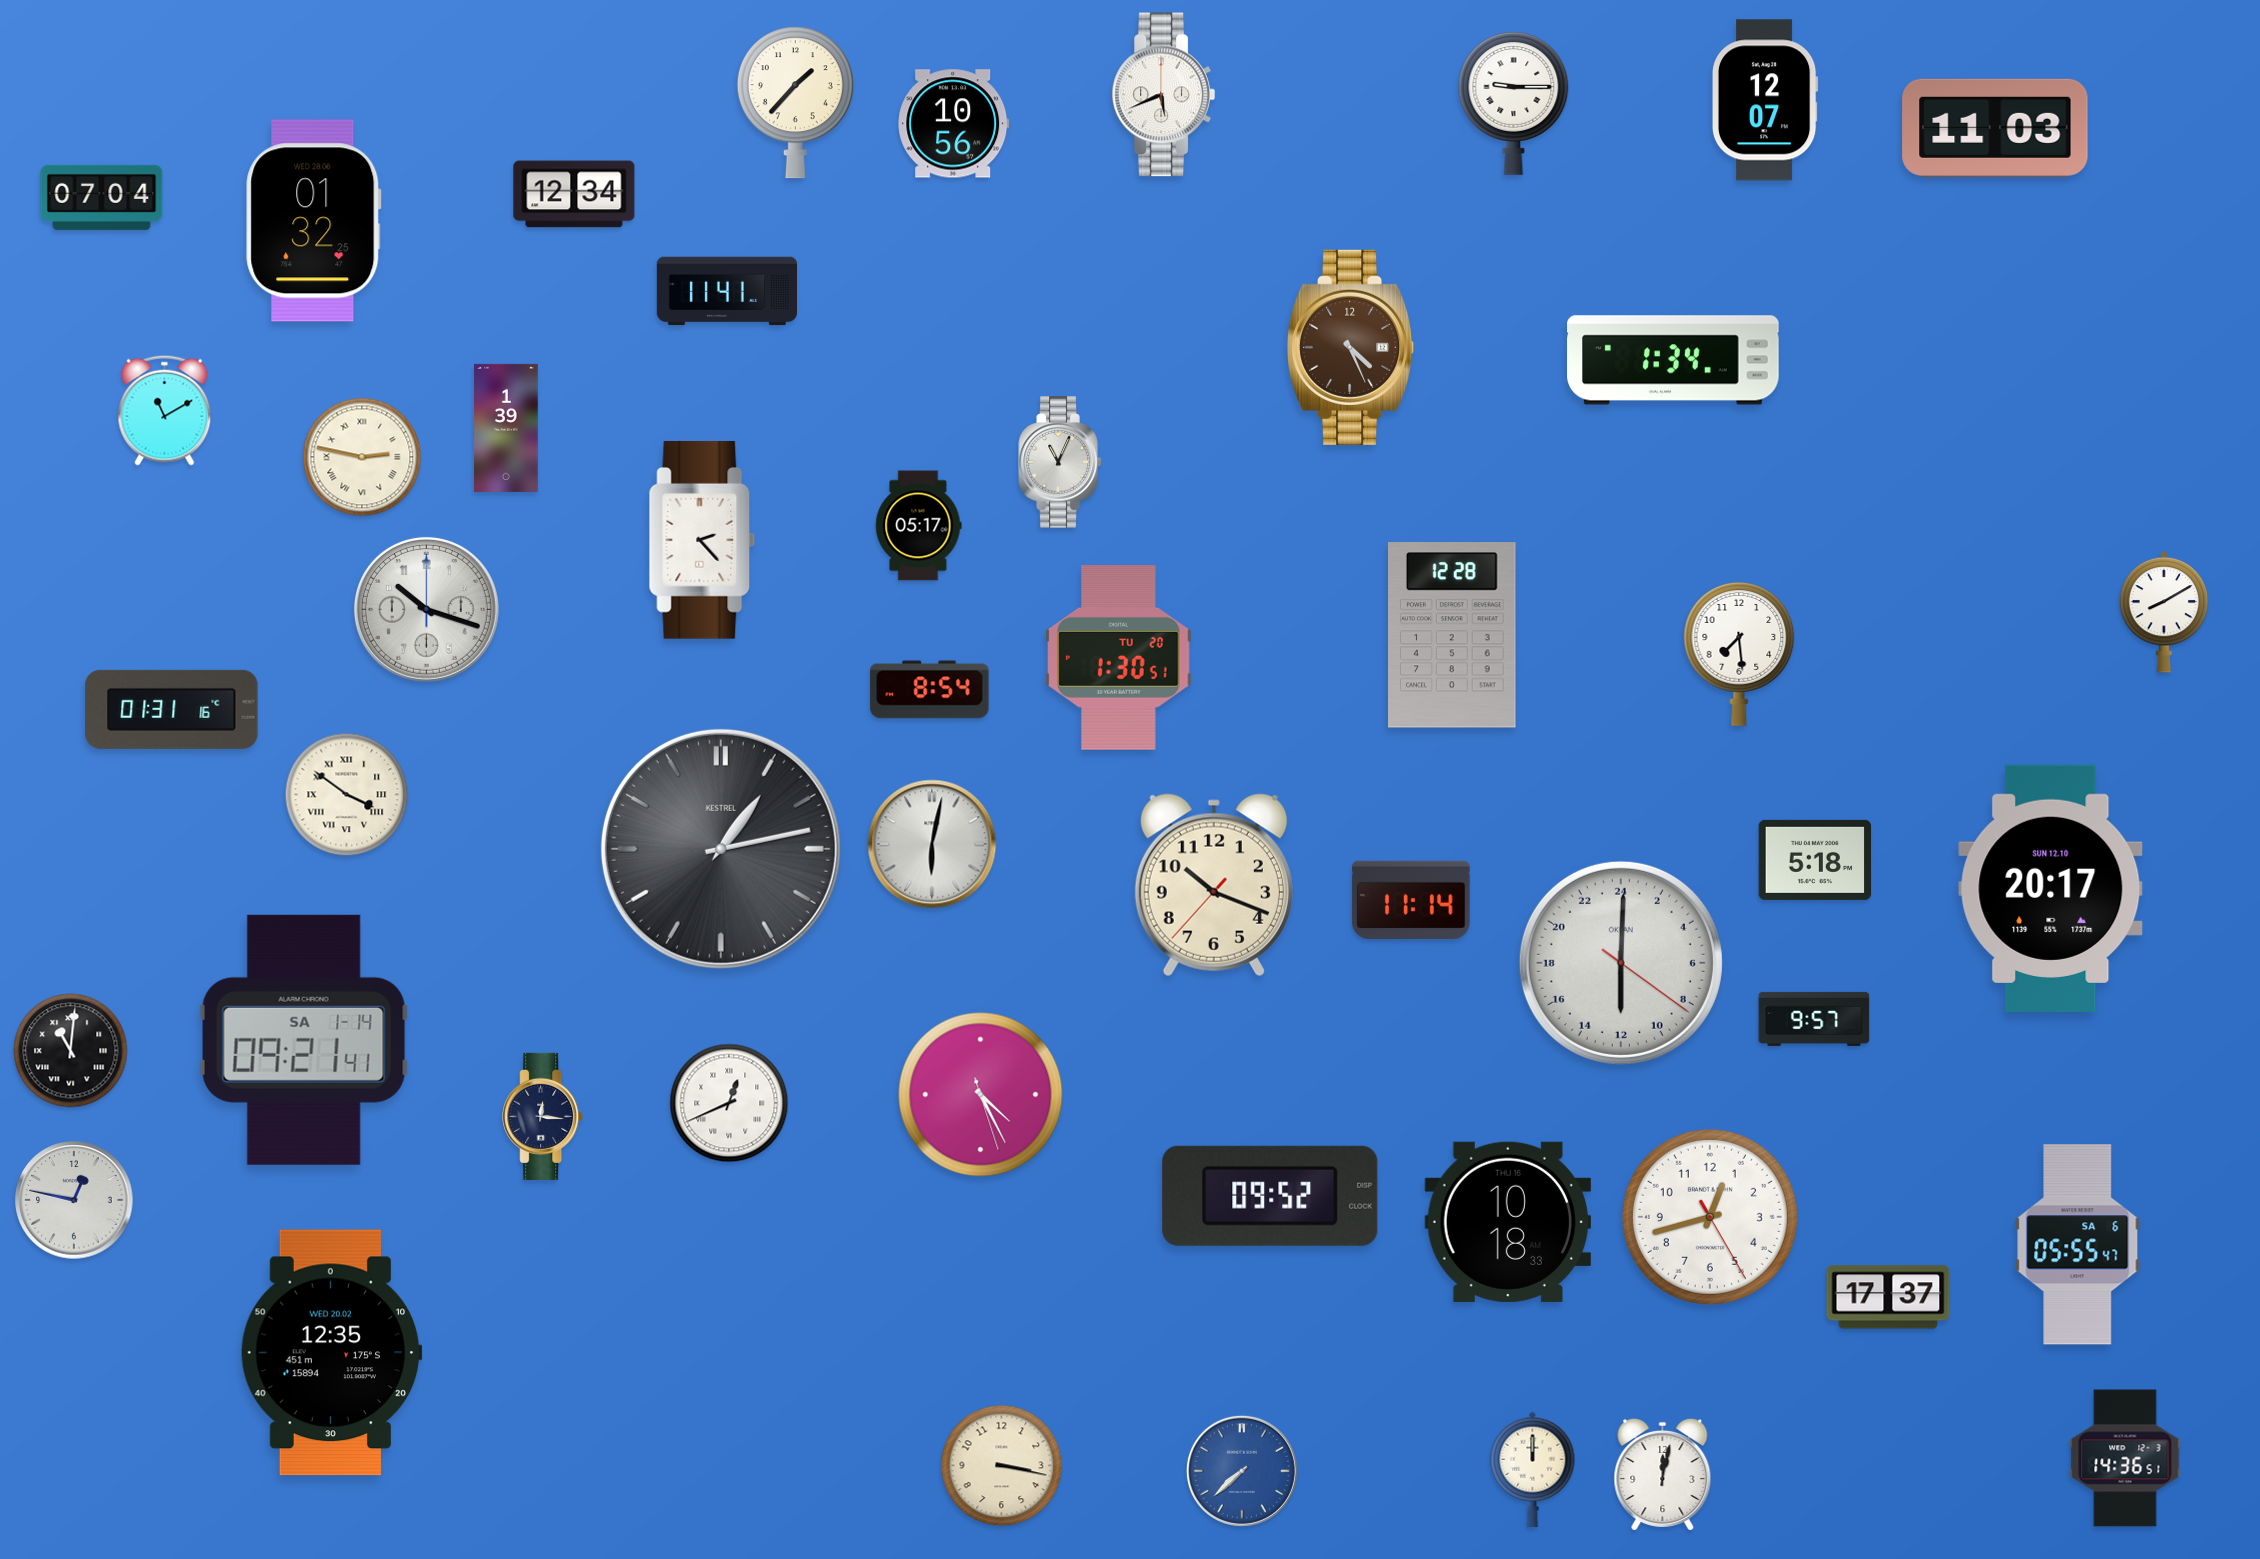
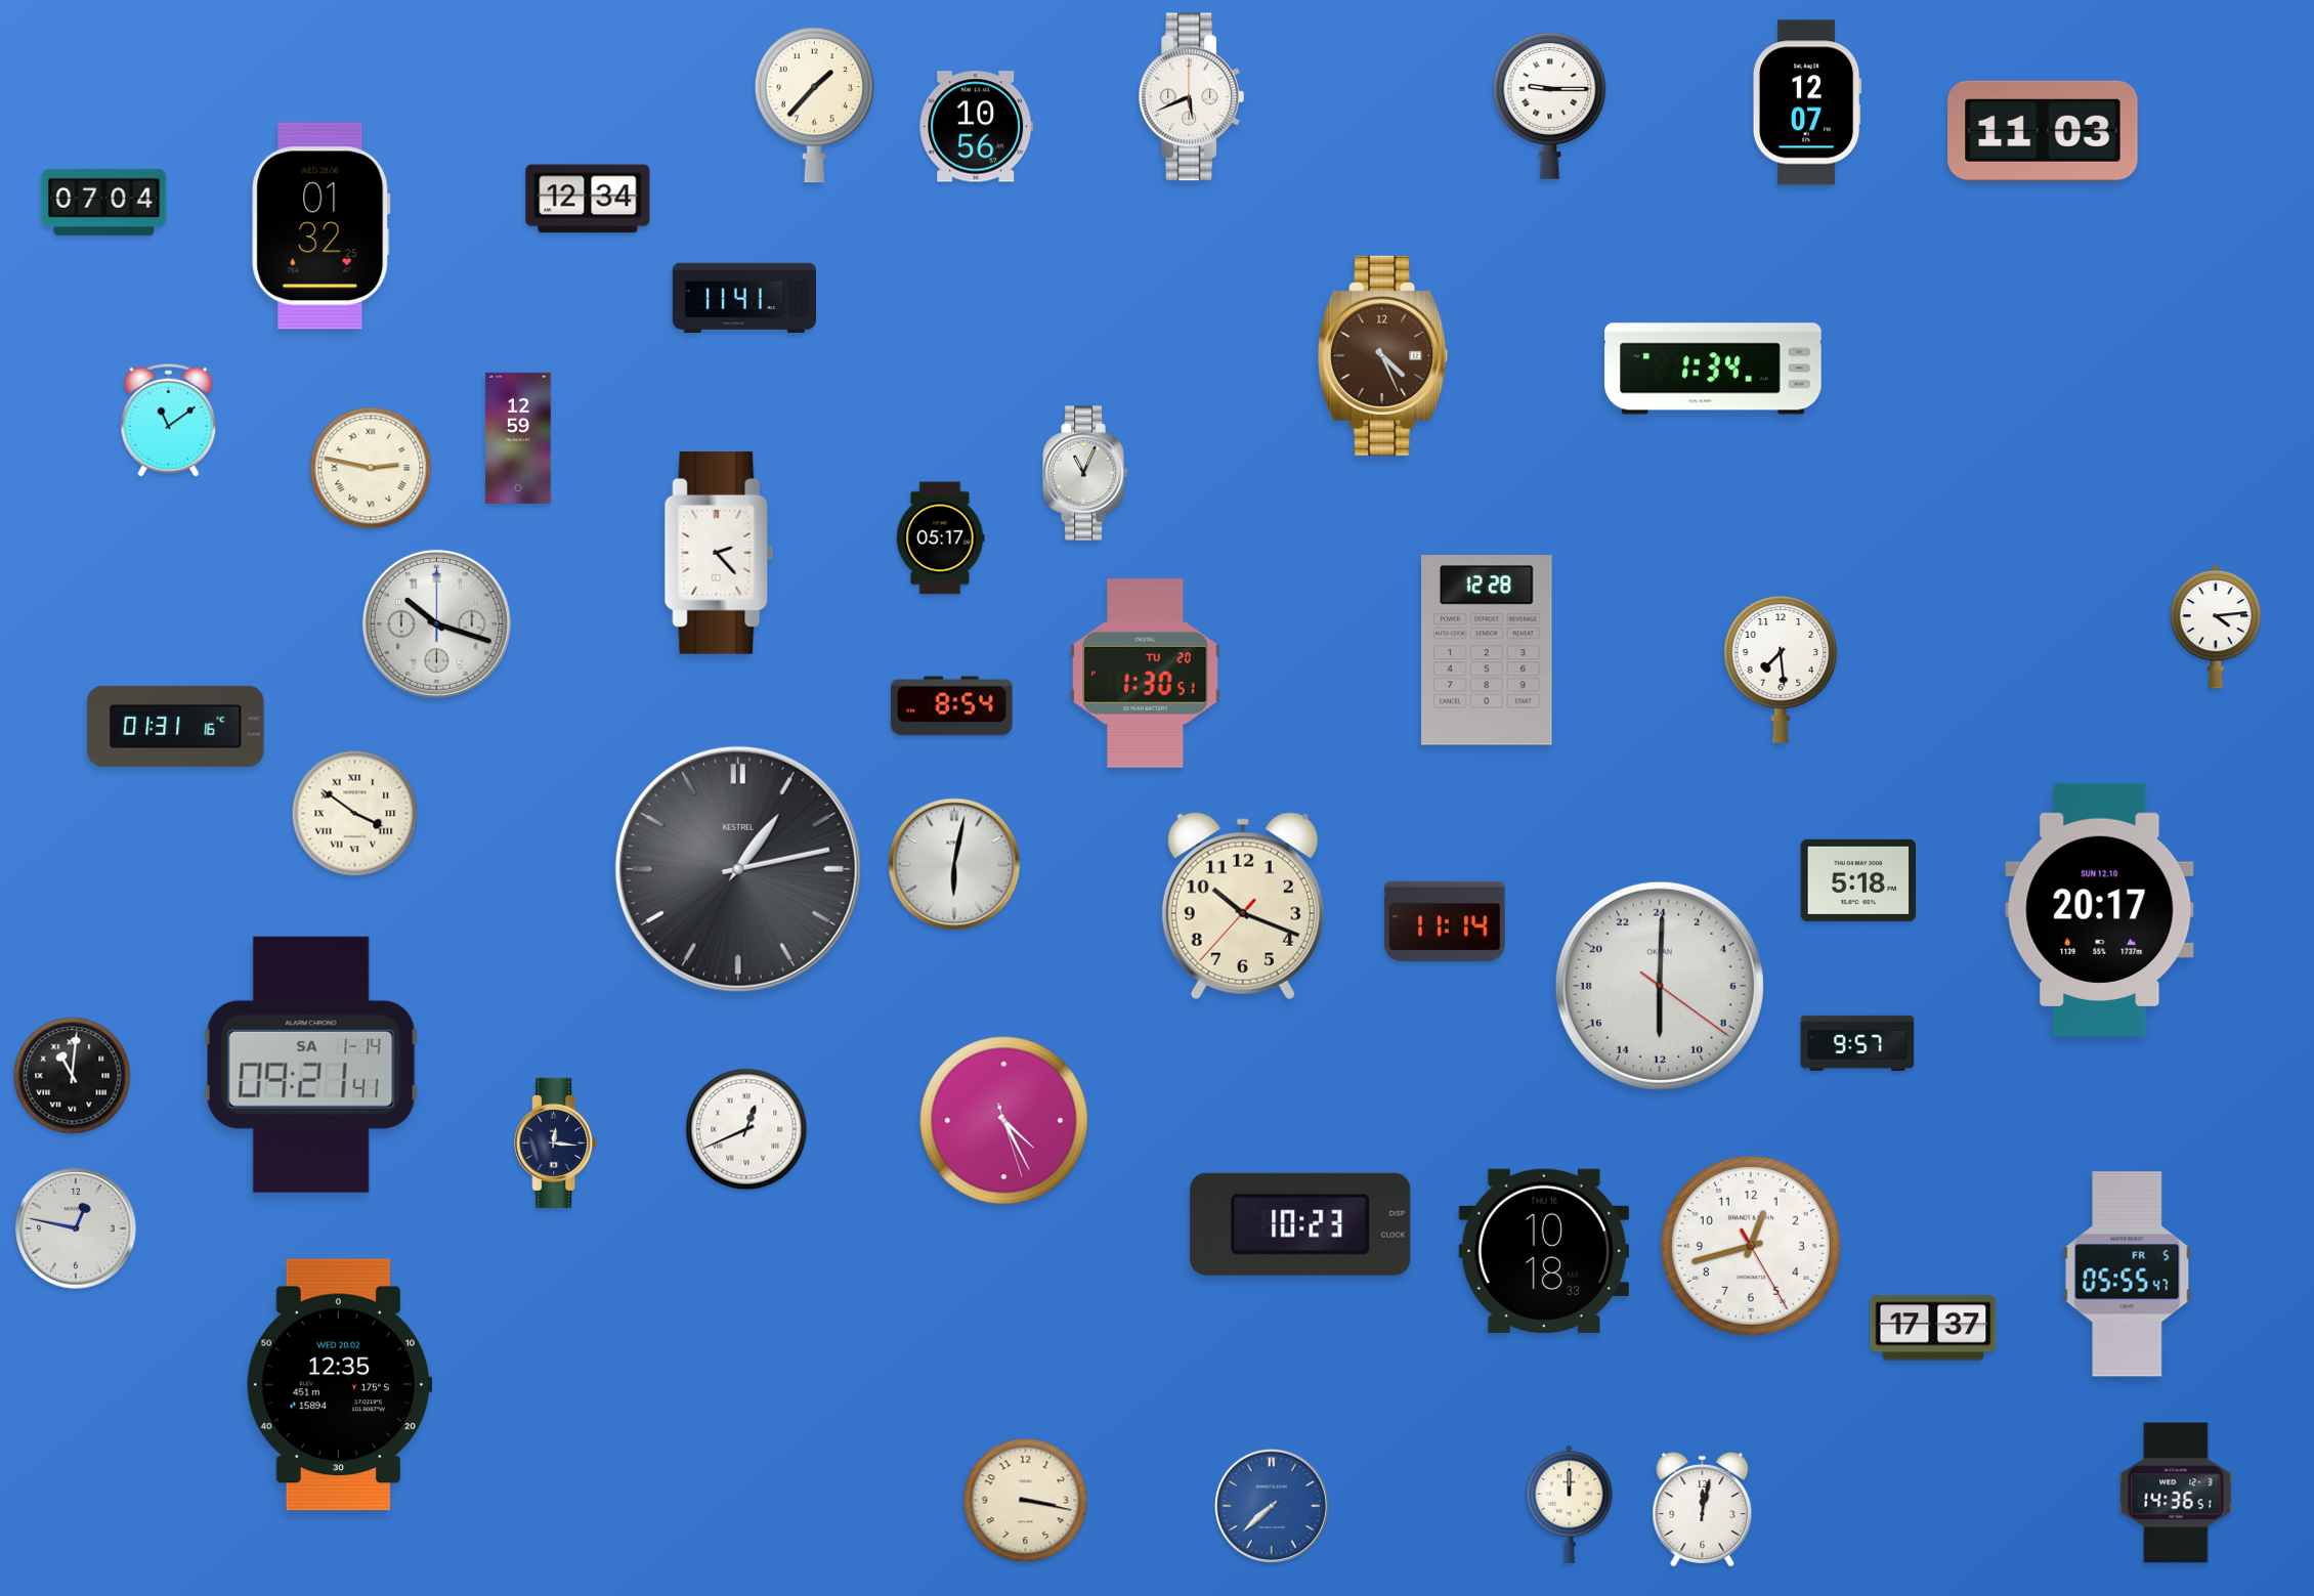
clock at (165, 410): 11:10 -> 11:09
clock at (506, 428): 1:39 -> 12:59
clock at (2164, 612): 8:10 -> 4:14
clock at (1270, 1196): 09:52 -> 10:23
clock at (2078, 1245) date: SA 6 -> FR 5
